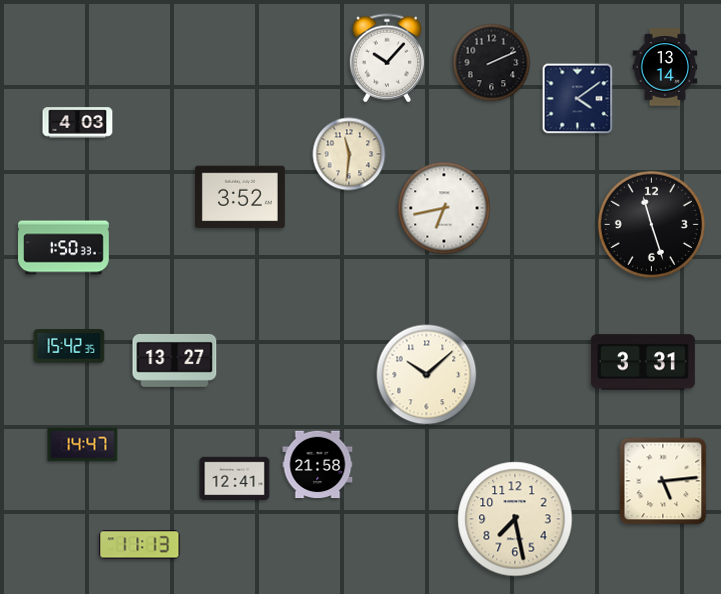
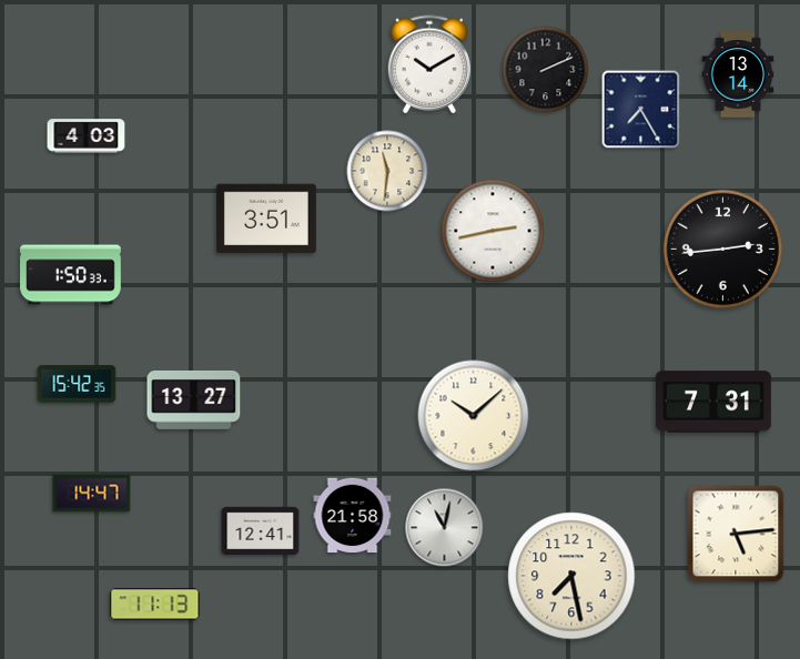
clock at (387, 58): 10:07 -> 10:10
clock at (578, 99): 4:09 -> 7:25
clock at (240, 197): 3:52 -> 3:51
clock at (444, 208): 6:43 -> 2:43
clock at (651, 224): 11:27 -> 2:44
clock at (643, 362): 3:31 -> 7:31
clock at (445, 528): none -> 11:02
